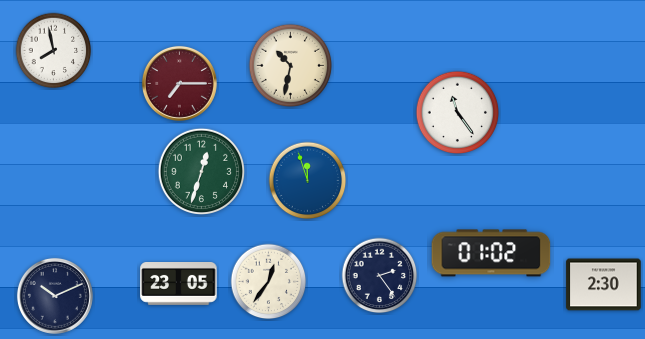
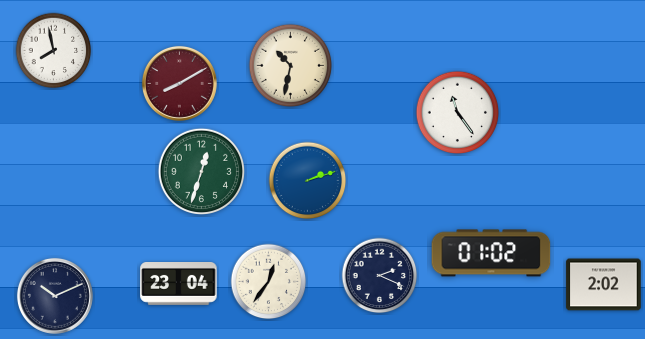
clock at (179, 83): 7:15 -> 8:10
clock at (308, 181): 11:57 -> 2:12
clock at (380, 276): 2:24 -> 2:19
clock at (179, 284): 23:05 -> 23:04
clock at (604, 285): 2:30 -> 2:02
